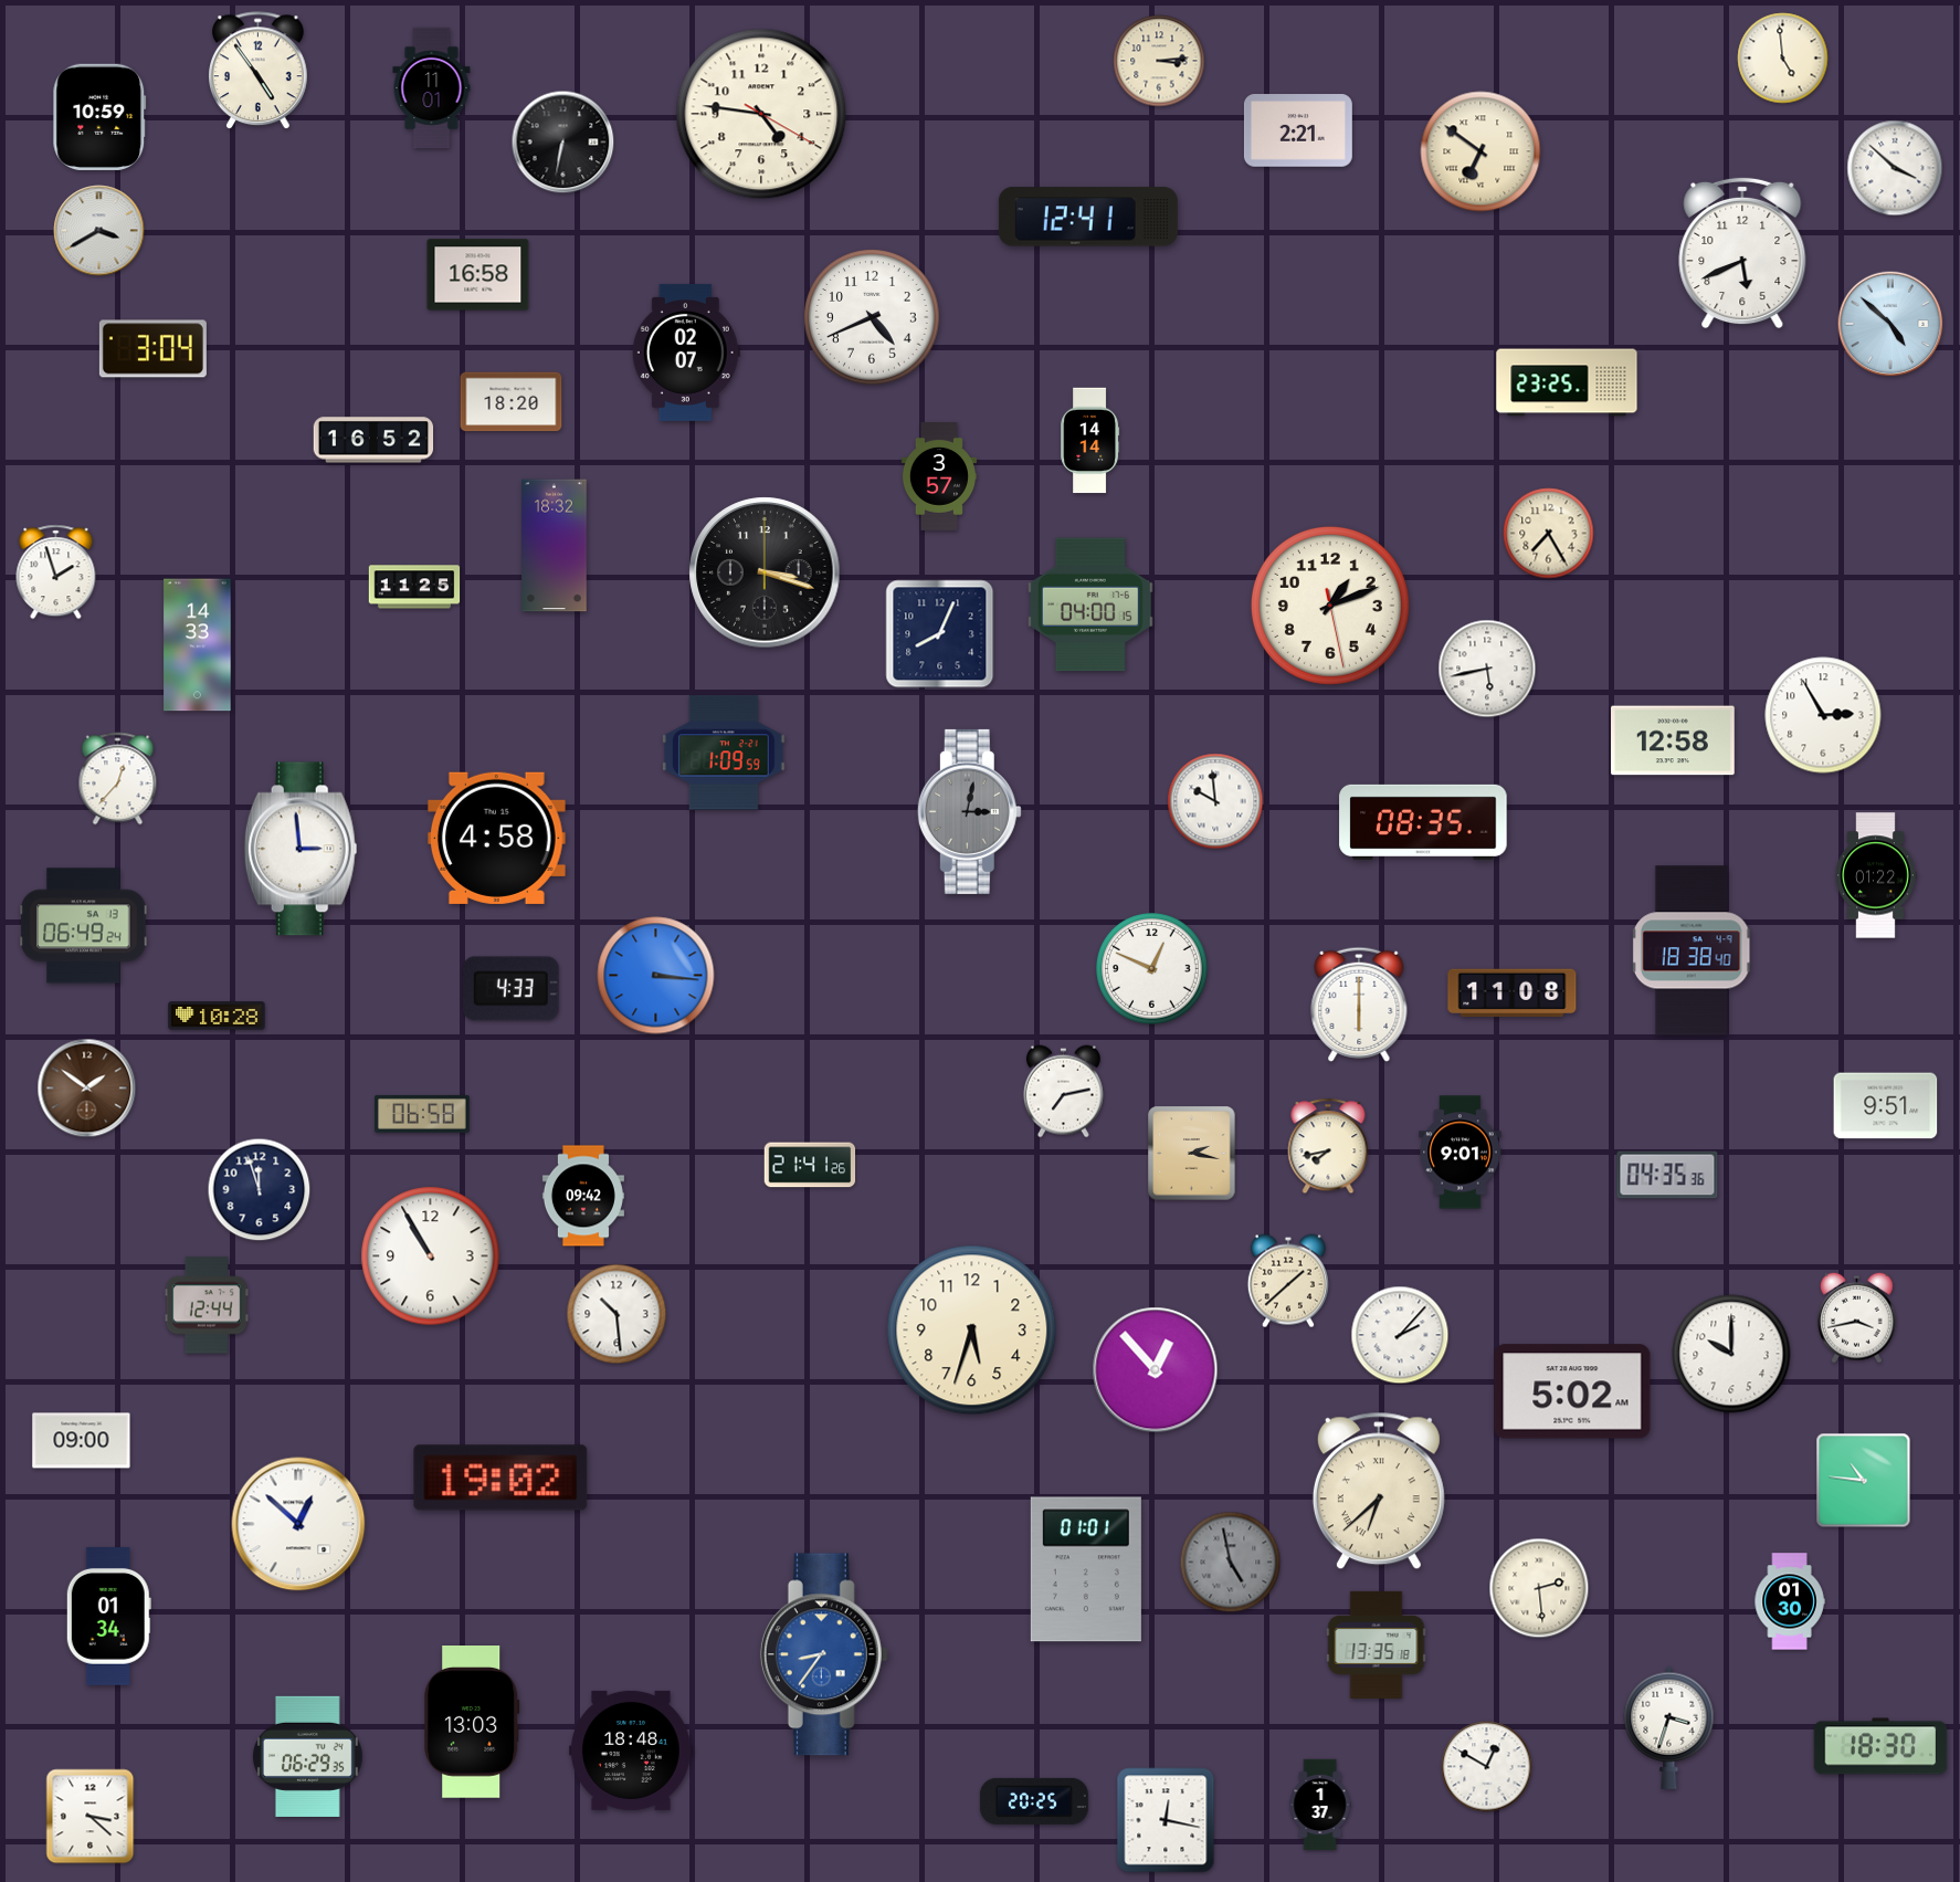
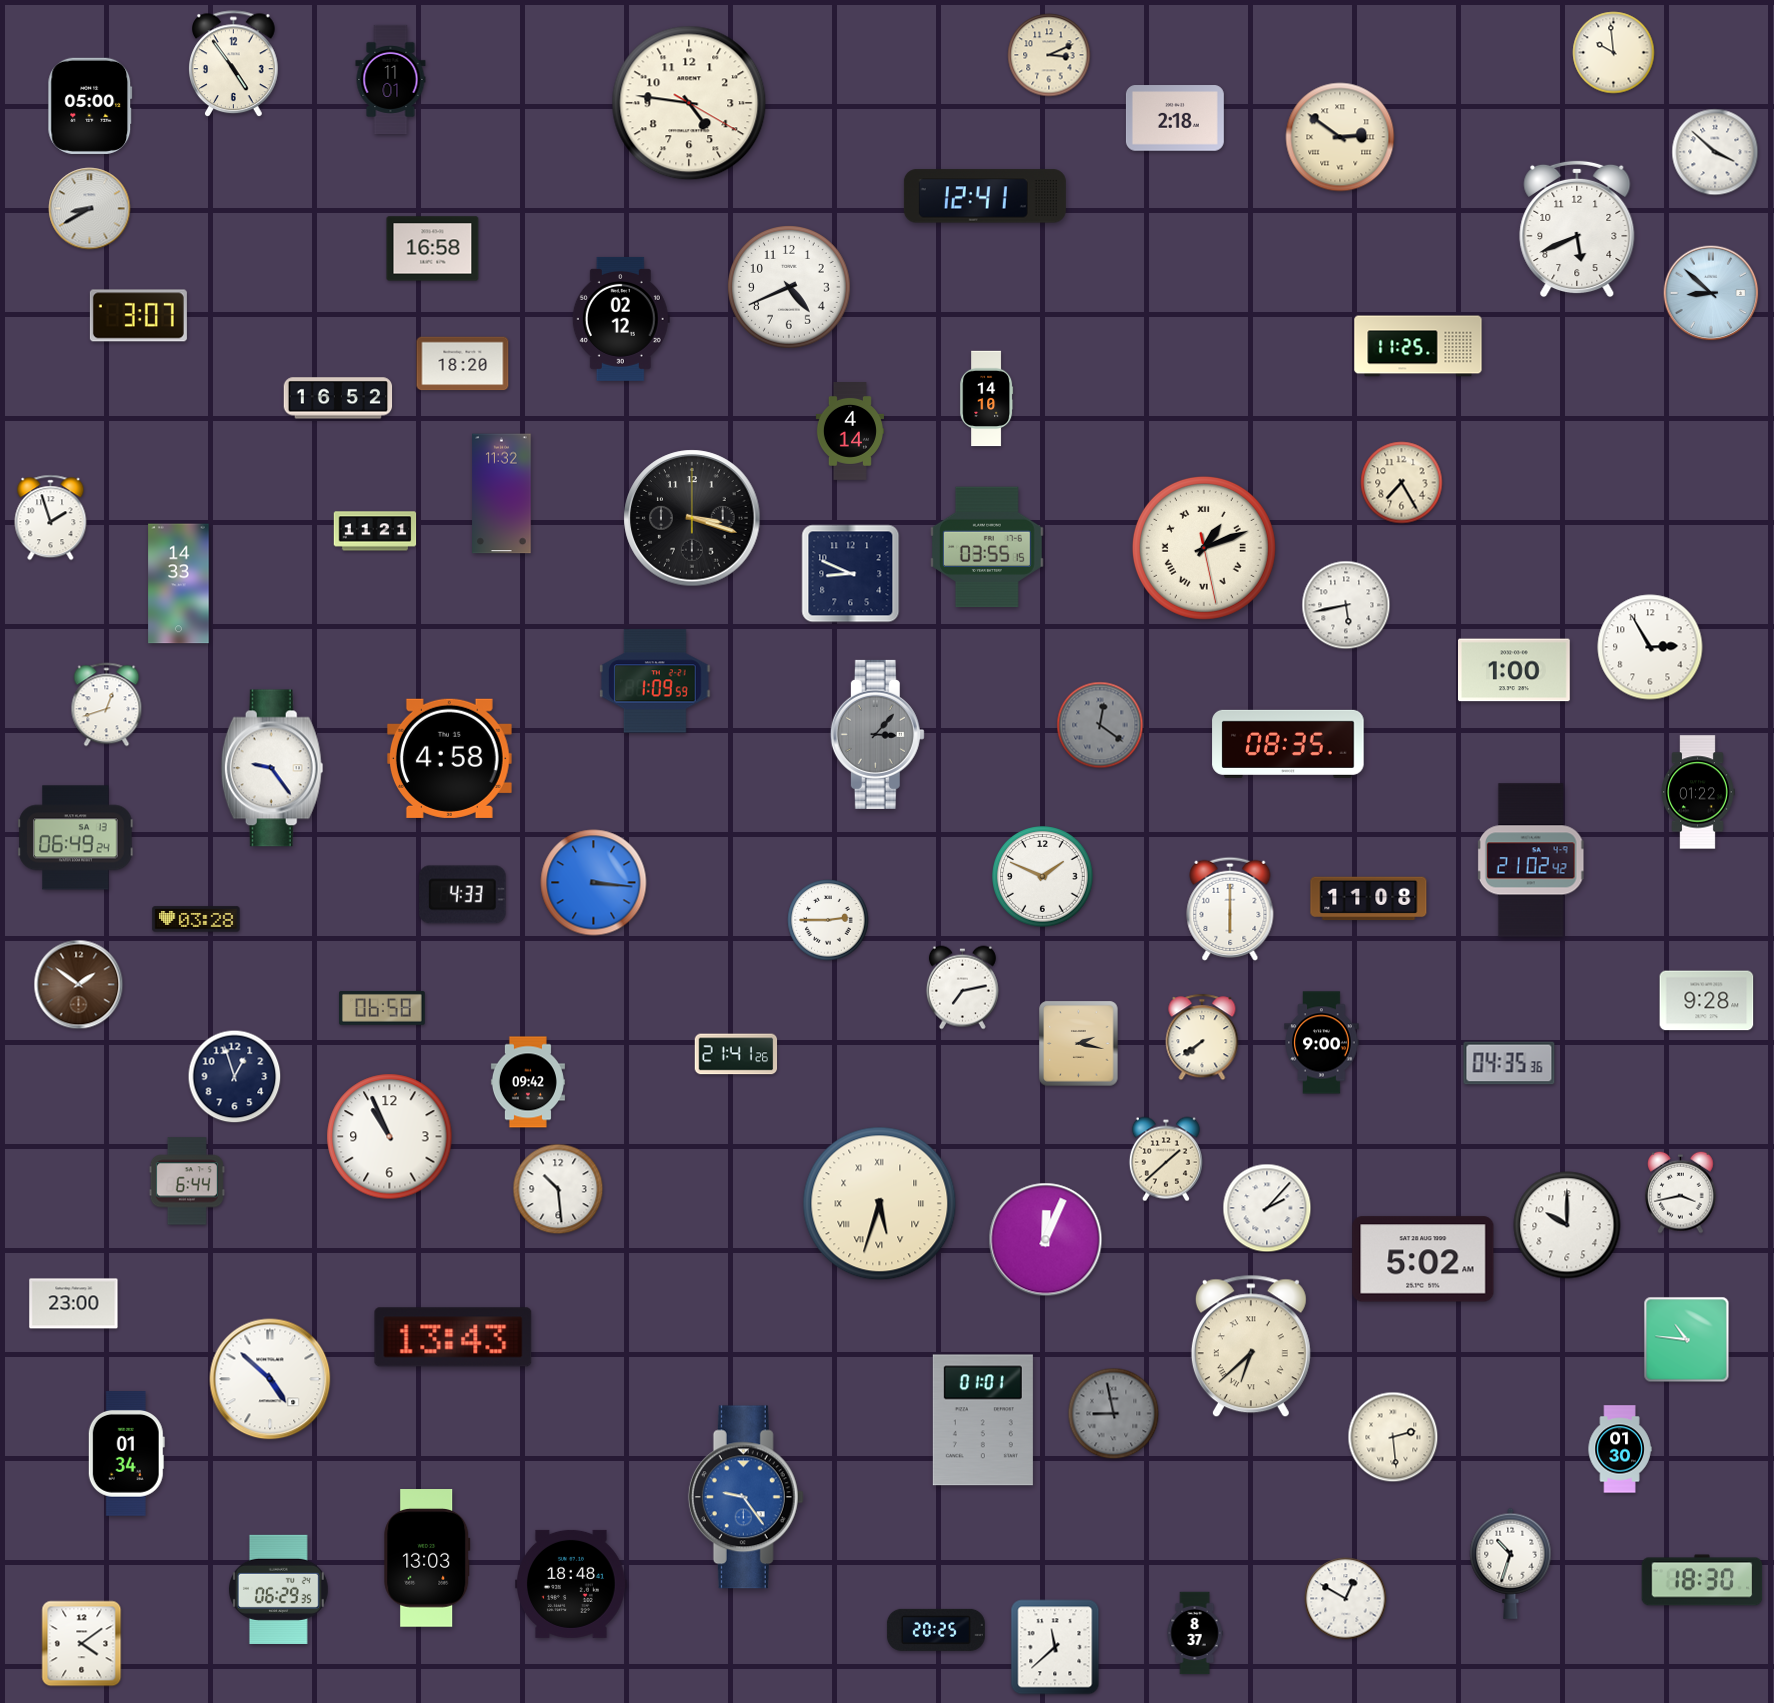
clock at (1783, 59): 4:59 -> 9:59
clock at (1159, 61): 3:14 -> 3:11
clock at (99, 117): 10:59 -> 05:00
clock at (1298, 130): 2:21 -> 2:18
clock at (563, 143): 6:32 -> none
clock at (1480, 151): 6:51 -> 2:51
clock at (99, 231): 3:40 -> 8:40
clock at (1890, 324): 4:52 -> 8:52
clock at (152, 349): 3:04 -> 3:07
clock at (686, 353): 02:07 -> 02:12
clock at (1567, 382): 23:25 -> 11:25
clock at (1090, 441): 14:14 -> 14:10
clock at (939, 477): 3:57 -> 4:14
clock at (555, 546): 18:32 -> 11:32
clock at (414, 587): 11:25 -> 11:21
clock at (1090, 604): 04:00 -> 03:55
clock at (1330, 606) numerals: Arabic -> Roman
clock at (940, 634): 8:04 -> 8:49
clock at (1674, 740): 12:58 -> 1:00
clock at (118, 779): 12:37 -> 12:42
clock at (1215, 801): 9:59 -> 12:21
clock at (1215, 801) dial: white -> grey
clock at (969, 811): 3:02 -> 3:07
clock at (301, 849): 2:59 -> 9:24
clock at (1692, 950): 18:38 -> 21:02
clock at (1152, 969): 12:49 -> 1:49
clock at (217, 1016): 10:28 -> 03:28
clock at (828, 920): none -> 2:45
clock at (1886, 1106): 9:51 -> 9:28
clock at (1328, 1146): 7:43 -> 7:39
clock at (1461, 1153): 9:01 -> 9:00
clock at (810, 1165) position: (810, 1165) -> (736, 1054)
clock at (260, 1190): 11:57 -> 12:57
clock at (431, 1257): 10:55 -> 10:56
clock at (207, 1305): 12:44 -> 6:44
clock at (972, 1331) numerals: Arabic -> Roman
clock at (1156, 1370): 12:53 -> 12:04
clock at (82, 1441): 09:00 -> 23:00
clock at (500, 1478): 19:02 -> 13:43
clock at (1379, 1491) position: (1379, 1491) -> (1251, 1346)
clock at (298, 1524): 12:52 -> 4:52
clock at (1231, 1563): 4:58 -> 8:58
clock at (108, 1617) position: (108, 1617) -> (126, 1454)
clock at (1377, 1644): 13:35 -> none
clock at (824, 1654): 8:36 -> 9:24
clock at (1669, 1727): 3:33 -> 10:33
clock at (1320, 1805): 1:37 -> 8:37
clock at (91, 1817): 3:22 -> 4:09
clock at (1166, 1820): 12:17 -> 11:38
